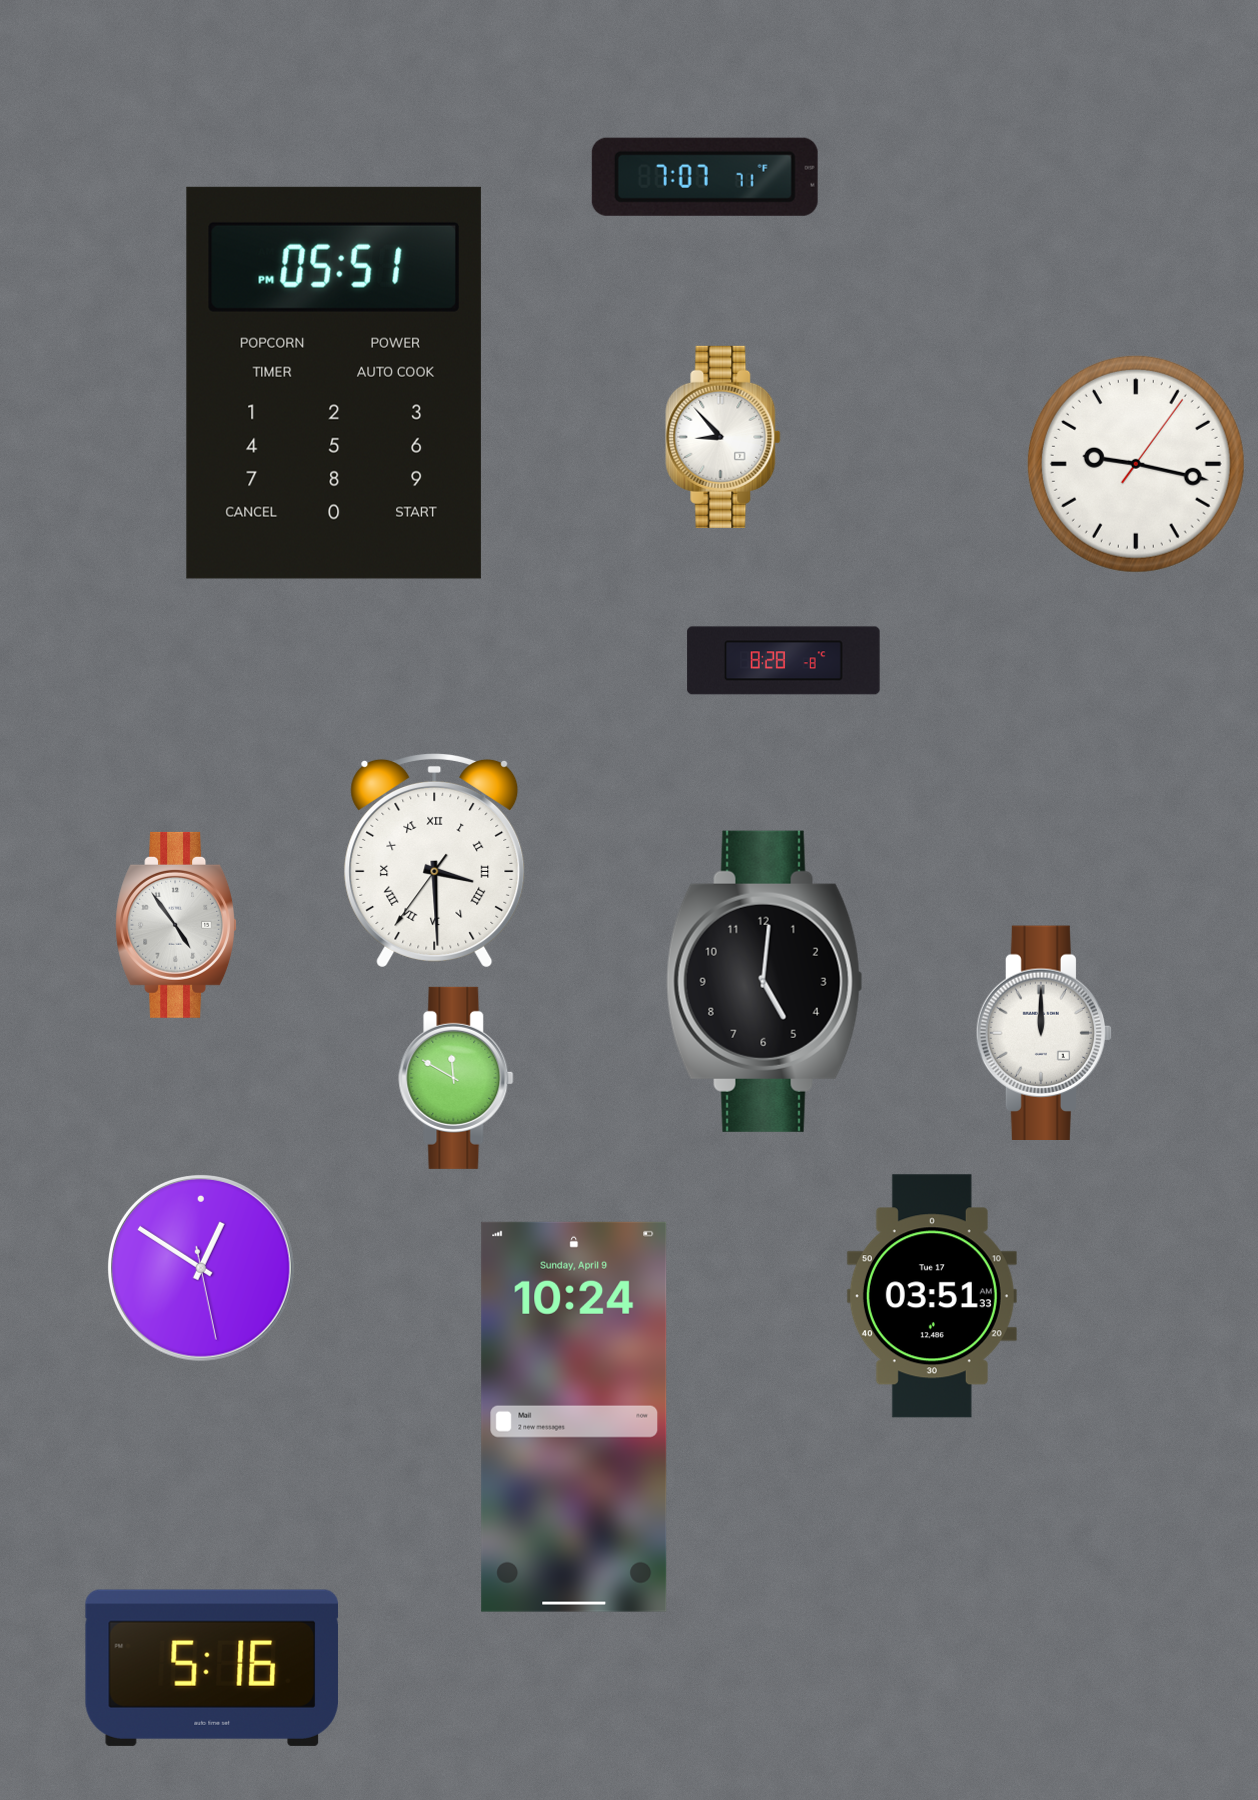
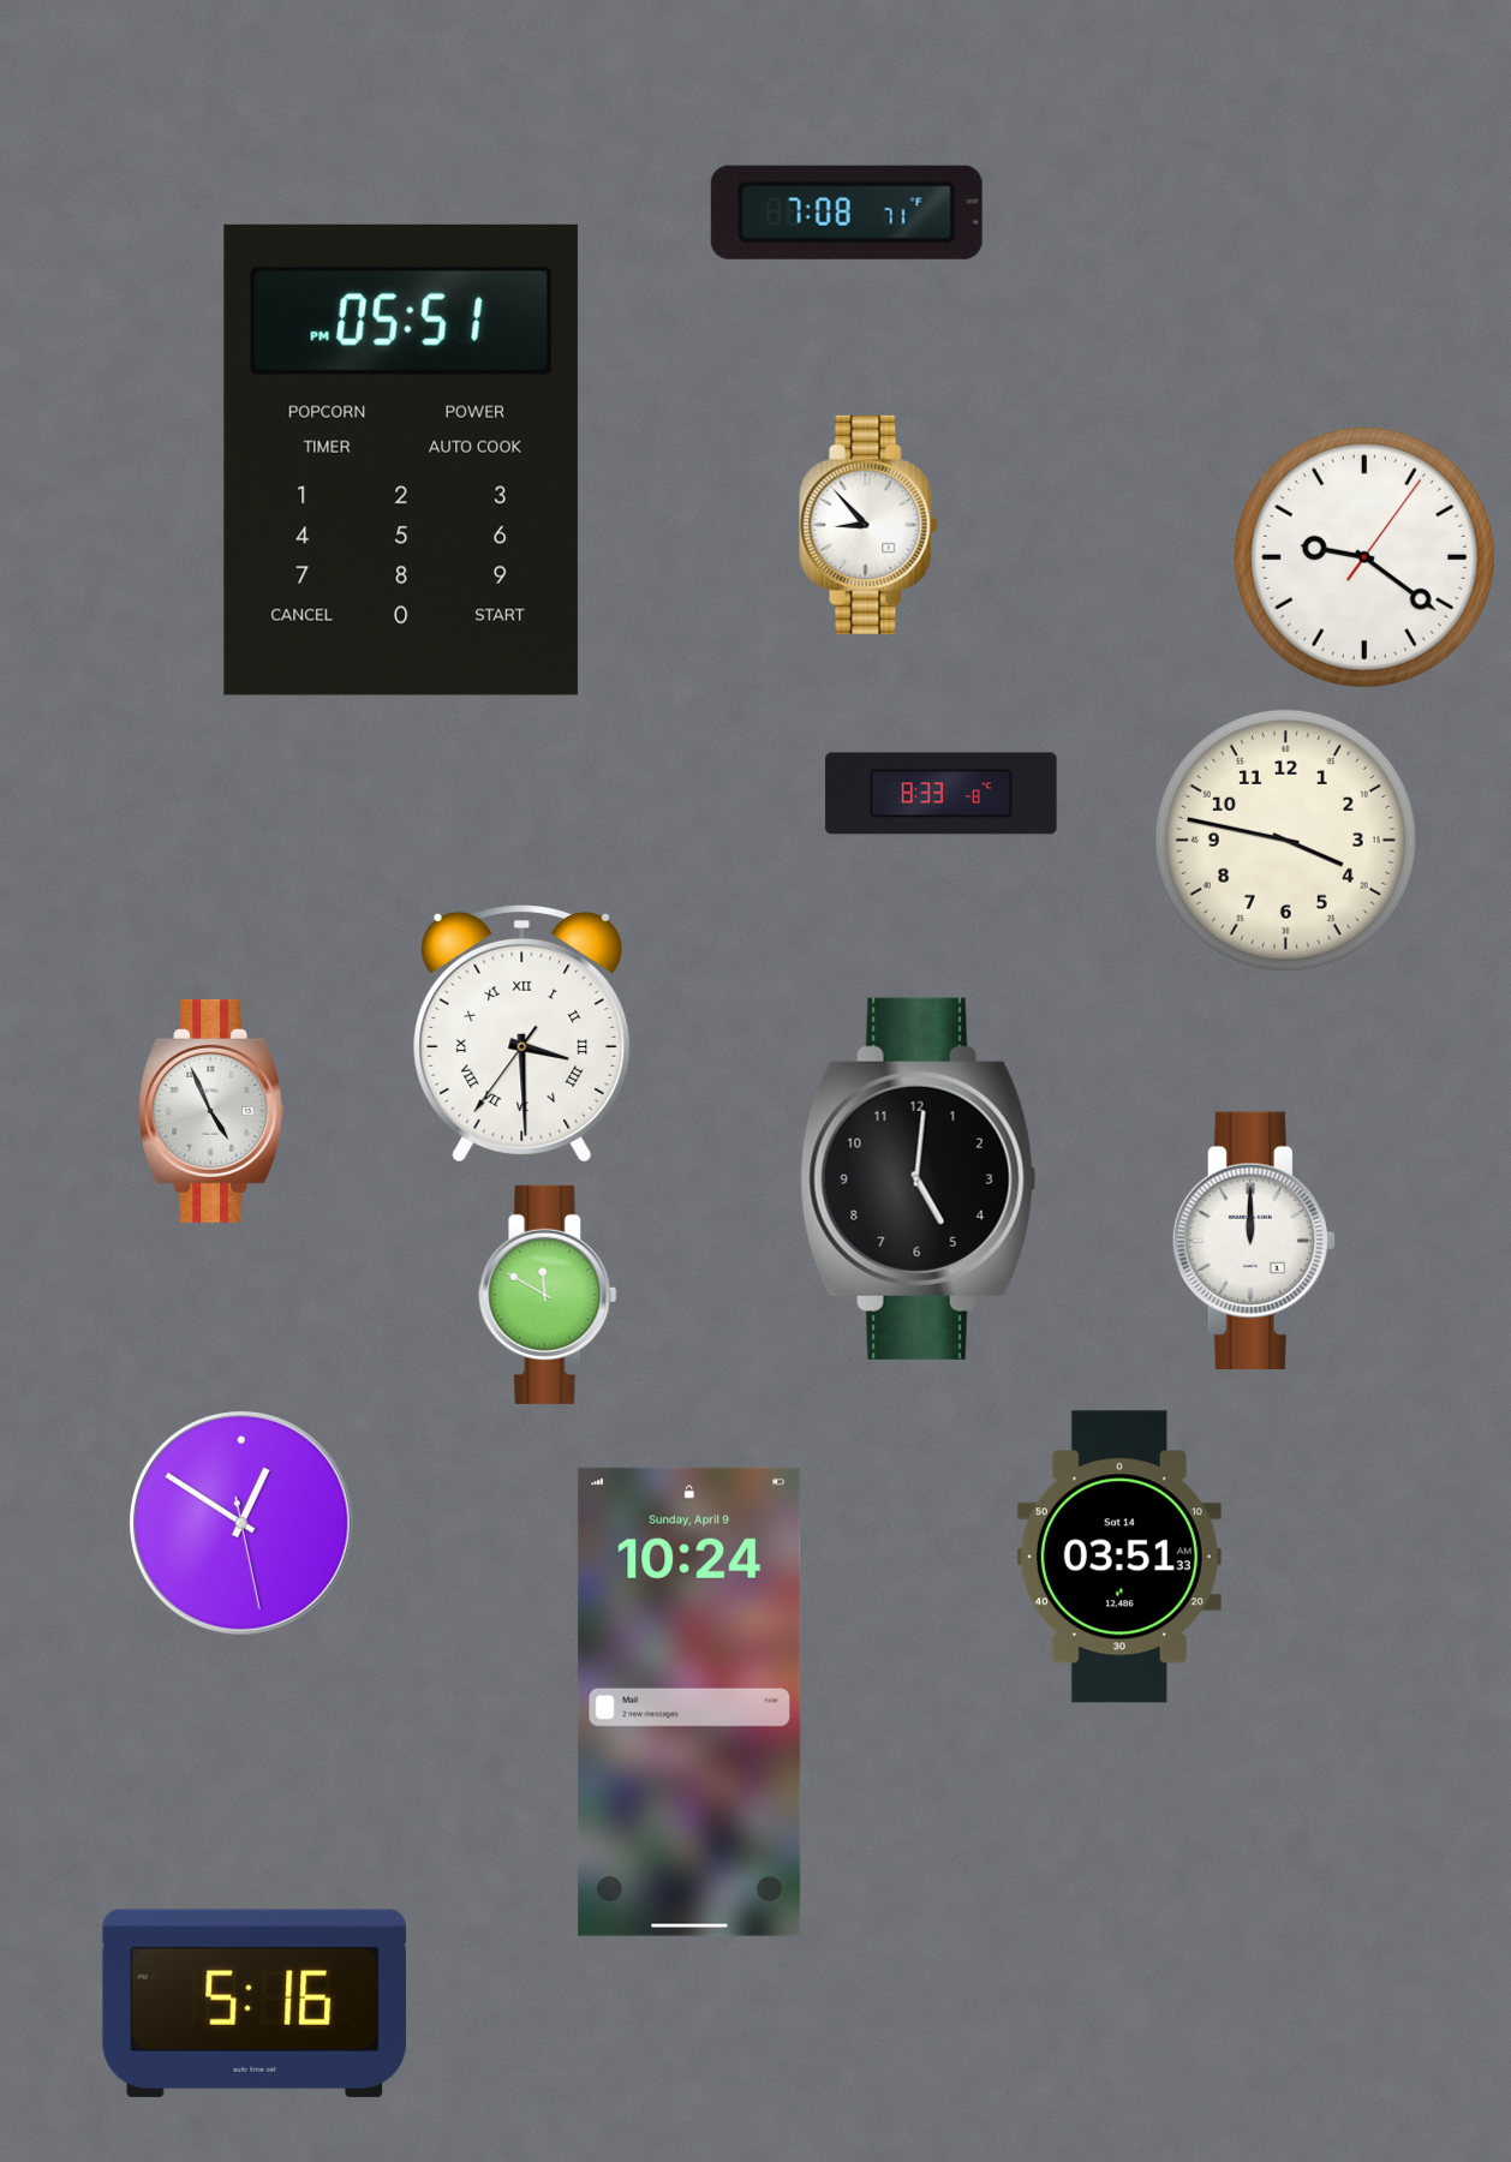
clock at (705, 177): 7:07 -> 7:08
clock at (1136, 464): 9:17 -> 9:21
clock at (784, 661): 8:28 -> 8:33
clock at (1285, 840): none -> 3:47
clock at (177, 925): 4:54 -> 4:56
clock at (932, 1296) date: Tue 17 -> Sat 14
